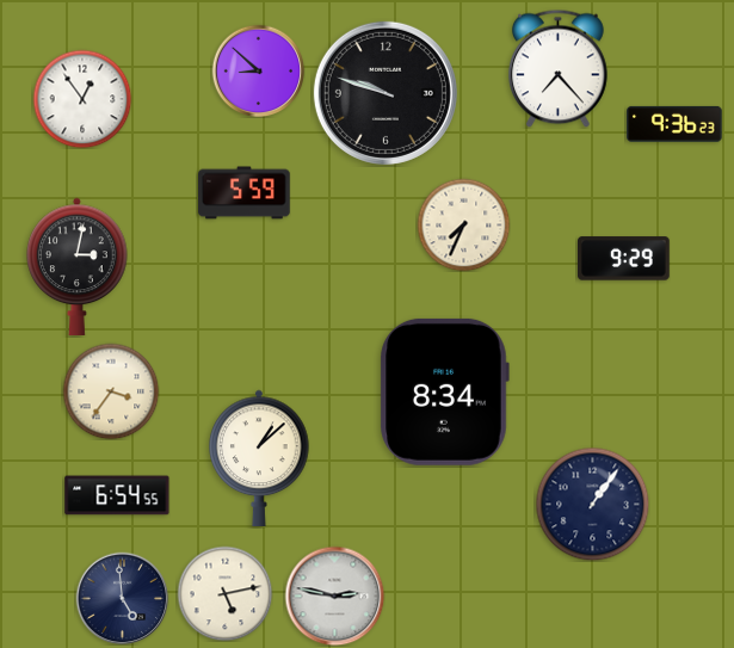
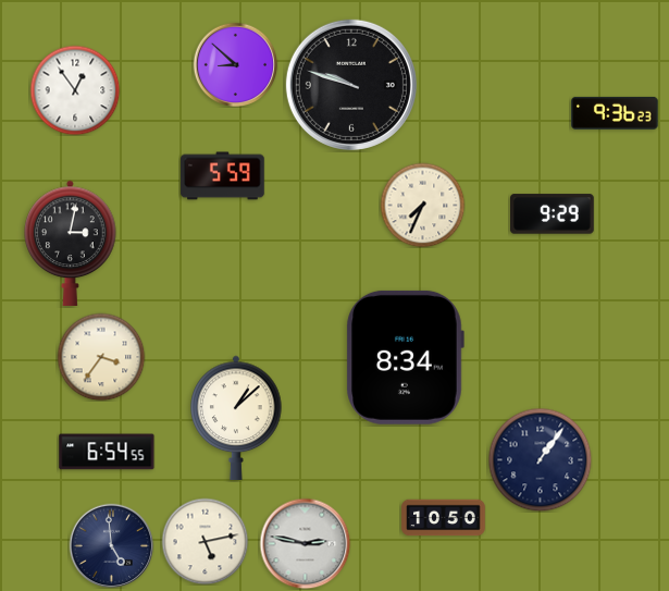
clock at (559, 68): 7:23 -> none
clock at (624, 259) position: (624, 259) -> (553, 214)
clock at (444, 518): none -> 10:50
